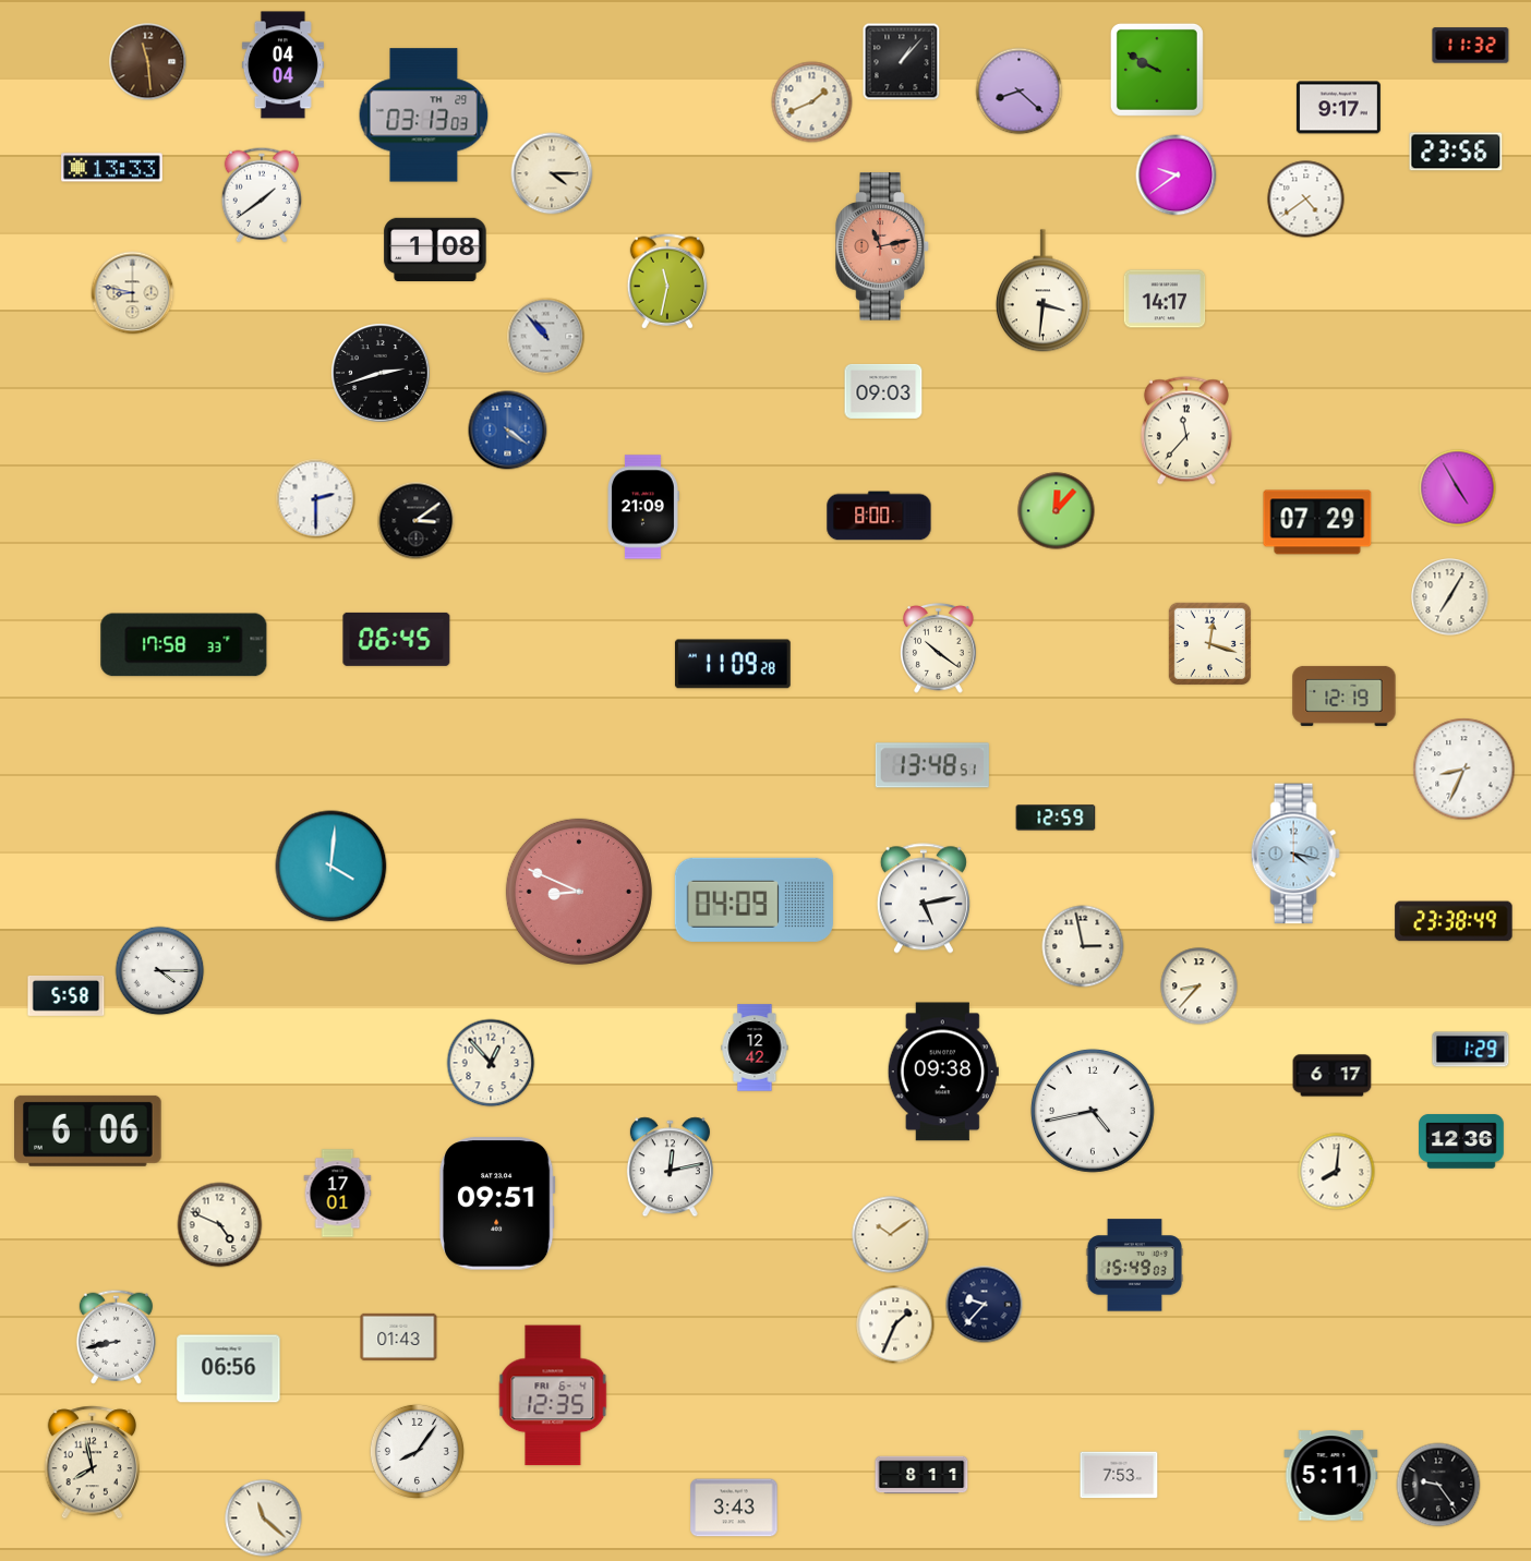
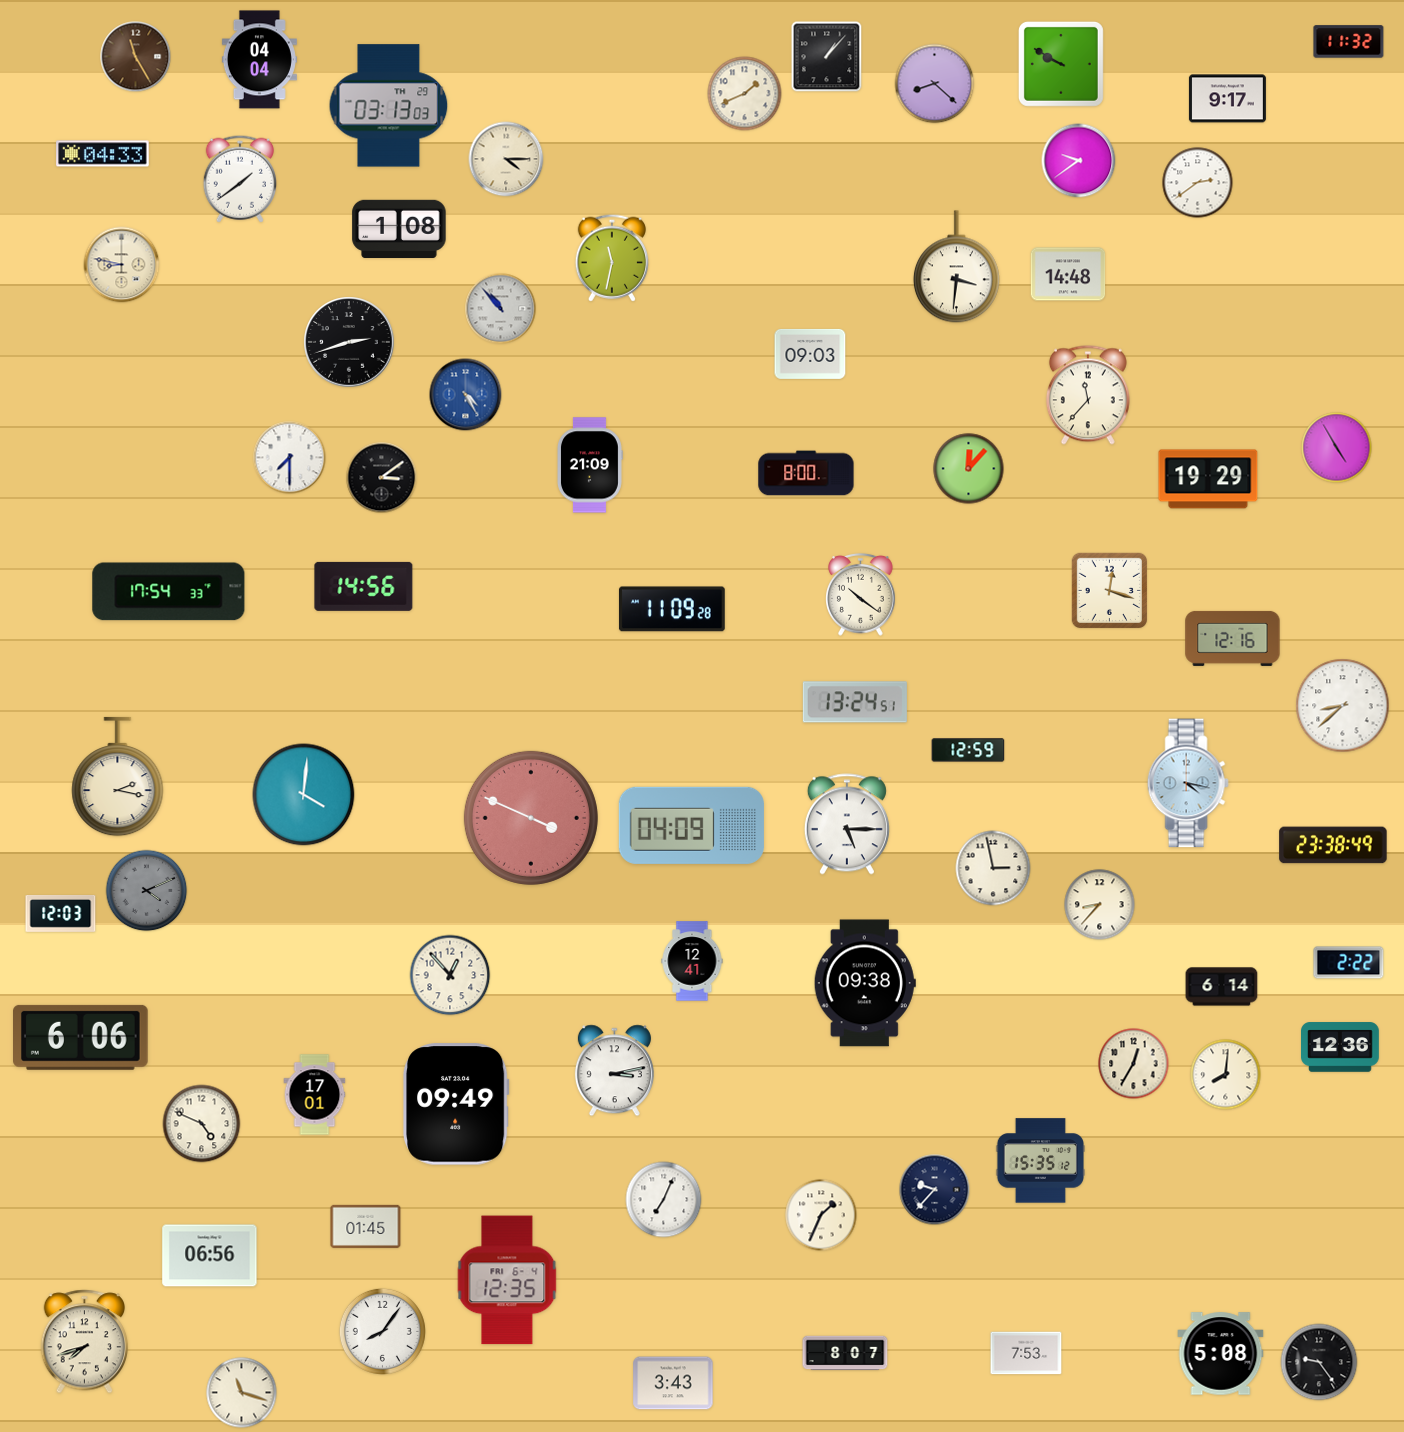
clock at (148, 62): 11:29 -> 11:25
clock at (1456, 152): 23:56 -> none
clock at (112, 168): 13:33 -> 04:33
clock at (1306, 199): 4:39 -> 2:39
clock at (882, 246): 11:13 -> none
clock at (133, 293) position: (133, 293) -> (122, 265)
clock at (1165, 299): 14:17 -> 14:48
clock at (883, 391) position: (883, 391) -> (810, 354)
clock at (508, 431): 4:21 -> 4:25
clock at (316, 499): 2:30 -> 7:30
clock at (1317, 522): 07:29 -> 19:29
clock at (1450, 597): 7:05 -> none
clock at (397, 639): 06:45 -> 14:56
clock at (184, 645): 17:58 -> 17:54
clock at (1345, 695): 12:19 -> 12:16
clock at (932, 765): 13:48 -> 13:24
clock at (1464, 770): 8:34 -> 8:38
clock at (118, 777): none -> 2:17
clock at (579, 892): 8:49 -> 3:49
clock at (924, 898): 5:13 -> 5:15
clock at (160, 971): 4:15 -> 4:11
clock at (160, 971) dial: white -> grey
clock at (67, 995): 5:58 -> 12:03
clock at (755, 1048): 12:42 -> 12:41
clock at (1471, 1050): 1:29 -> 2:22
clock at (1333, 1076): 6:17 -> 6:14
clock at (1093, 1111): 4:43 -> none
clock at (1134, 1064): none -> 12:35
clock at (670, 1167): 12:13 -> 3:13
clock at (338, 1194) position: (338, 1194) -> (315, 1095)
clock at (498, 1203): 09:51 -> 09:49
clock at (891, 1235): 10:09 -> none
clock at (1134, 1266): 15:49 -> 15:35
clock at (985, 1305) position: (985, 1305) -> (935, 1190)
clock at (664, 1200): none -> 7:04
clock at (116, 1336): 8:43 -> none
clock at (399, 1336): 01:43 -> 01:45
clock at (92, 1463): 7:58 -> 7:42
clock at (921, 1475): 8:11 -> 8:07
clock at (1331, 1476): 5:11 -> 5:08
clock at (264, 1518): 11:22 -> 11:18
